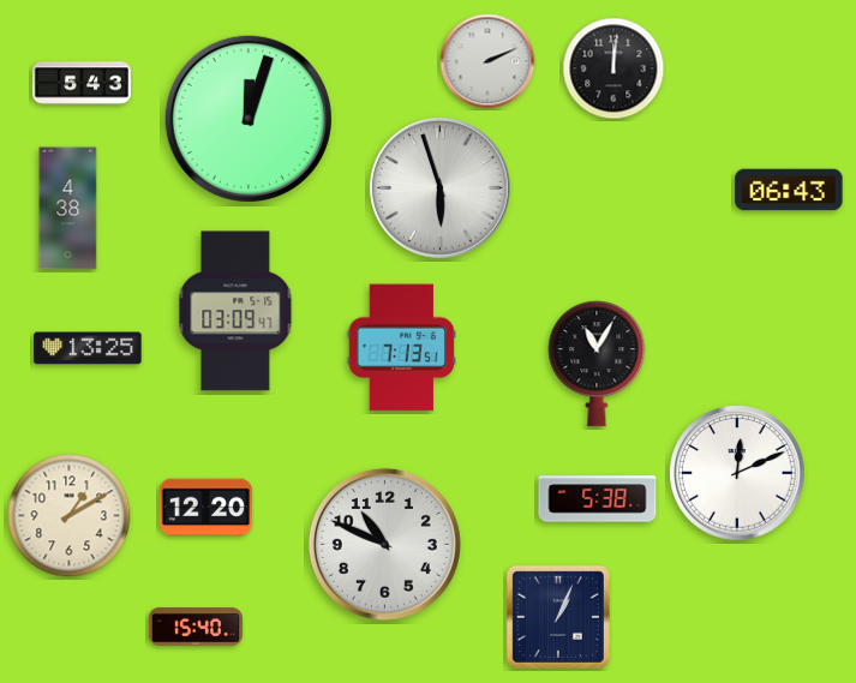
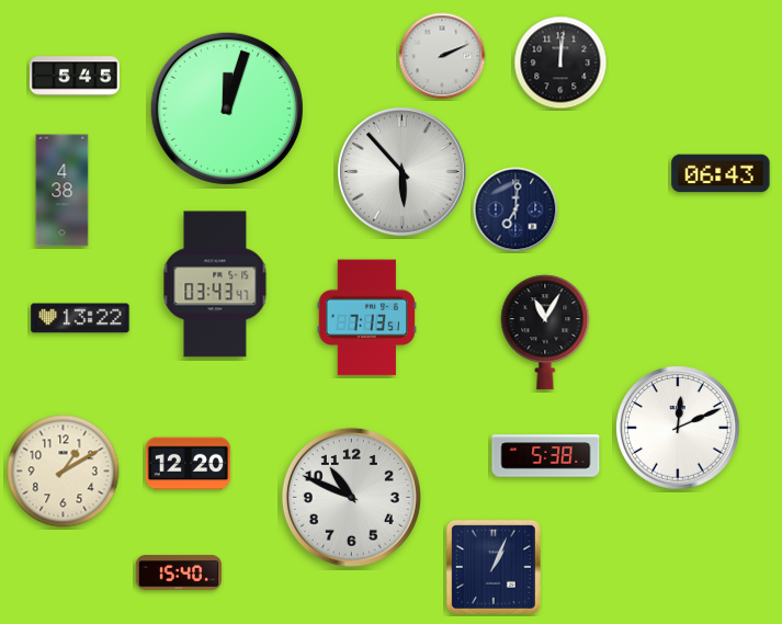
clock at (487, 61) position: (487, 61) -> (442, 56)
clock at (82, 83): 5:43 -> 5:45
clock at (441, 188): 5:57 -> 5:53
clock at (515, 209): none -> 7:01
clock at (235, 311): 03:09 -> 03:43
clock at (88, 348): 13:25 -> 13:22
clock at (737, 473) position: (737, 473) -> (678, 428)
clock at (558, 617) position: (558, 617) -> (494, 567)
